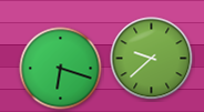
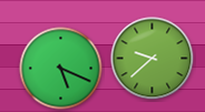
clock at (61, 69): 6:18 -> 5:19
